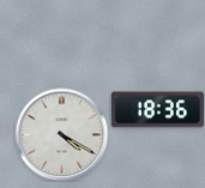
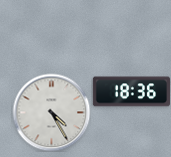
clock at (61, 134): 4:20 -> 4:25
